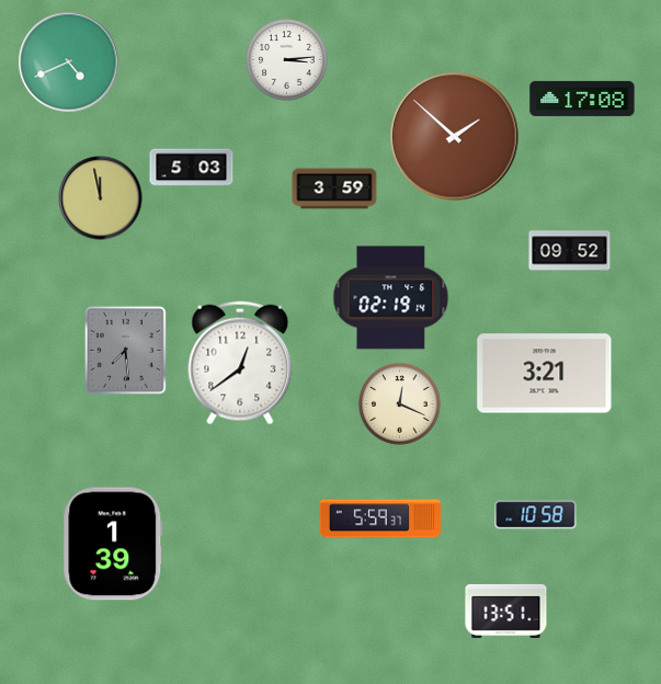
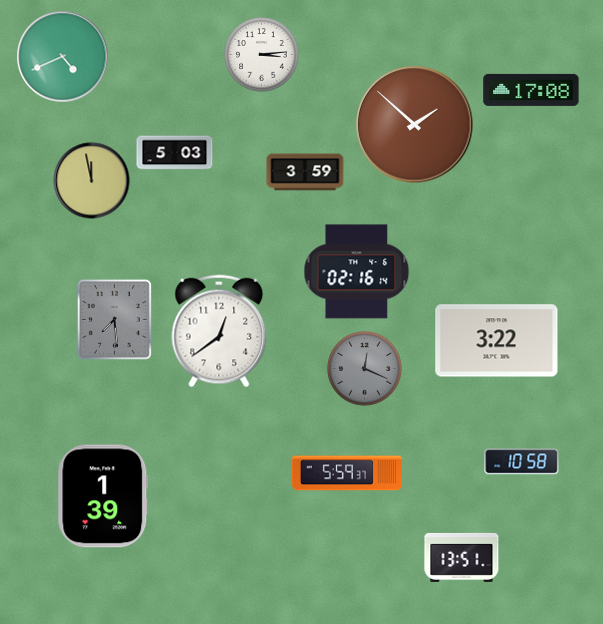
clock at (570, 251): 09:52 -> none
clock at (391, 298): 02:19 -> 02:16
clock at (545, 374): 3:21 -> 3:22
clock at (400, 404) dial: cream -> grey
clock at (536, 515) position: (536, 515) -> (522, 462)
